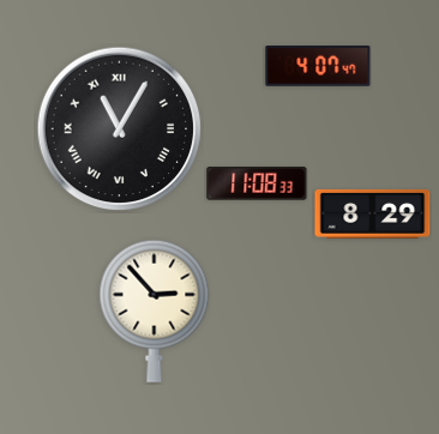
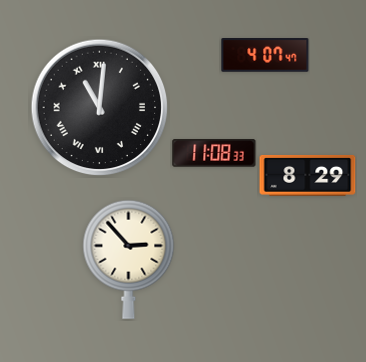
clock at (120, 129): 11:05 -> 11:01
clock at (373, 213) position: (373, 213) -> (308, 175)
